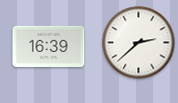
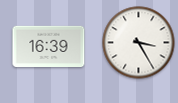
clock at (139, 43): 2:38 -> 3:25
